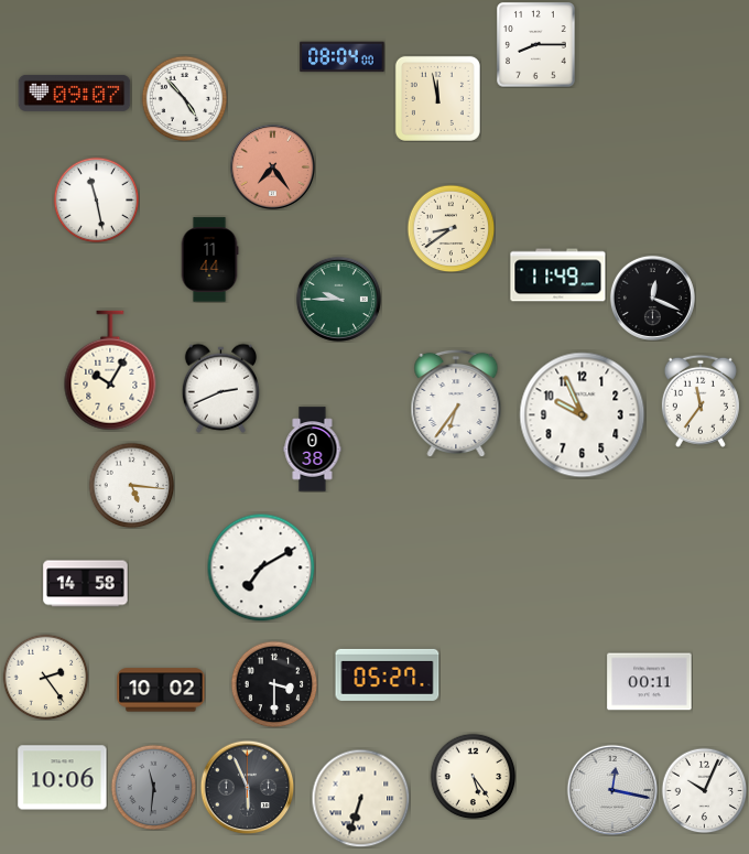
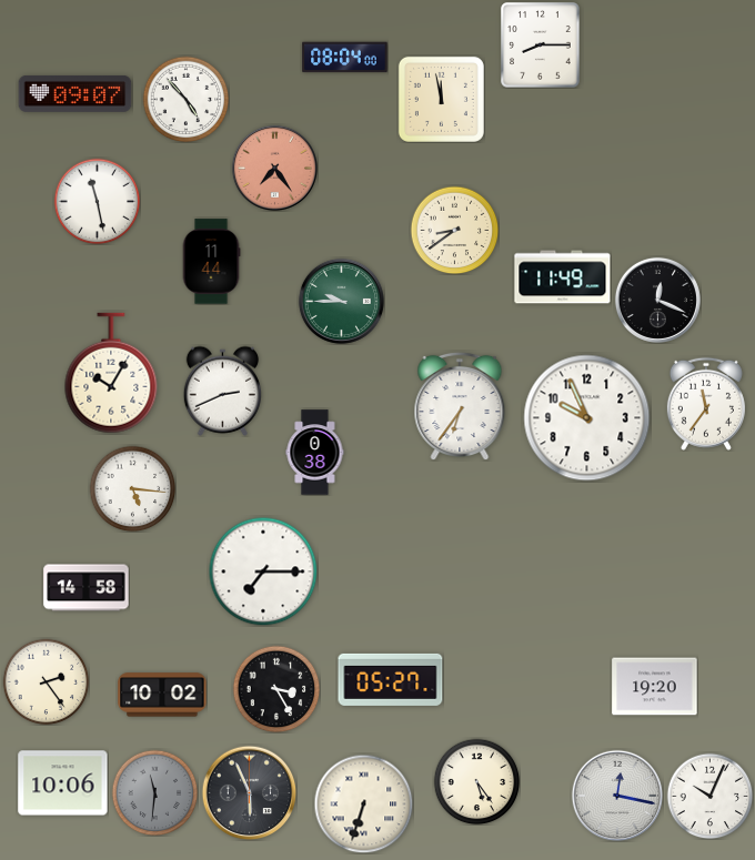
clock at (261, 567): 7:10 -> 7:15
clock at (650, 682): 00:11 -> 19:20
clock at (274, 684): 3:30 -> 3:25
